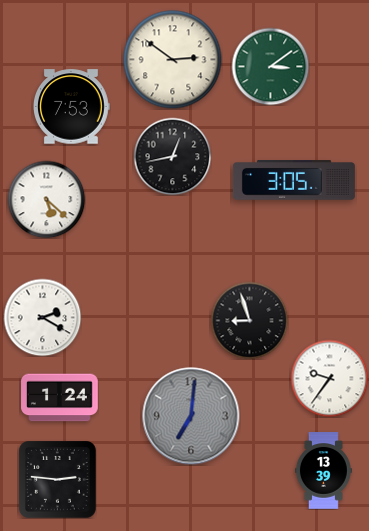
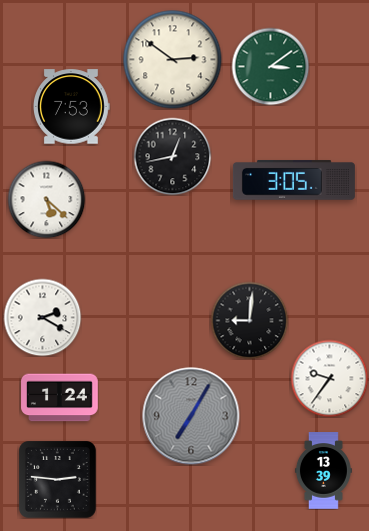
clock at (249, 320): 8:57 -> 9:01
clock at (191, 416): 7:01 -> 7:05
